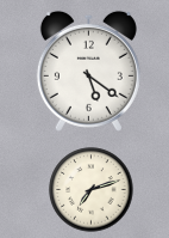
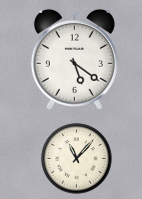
clock at (92, 190): 7:12 -> 11:07
